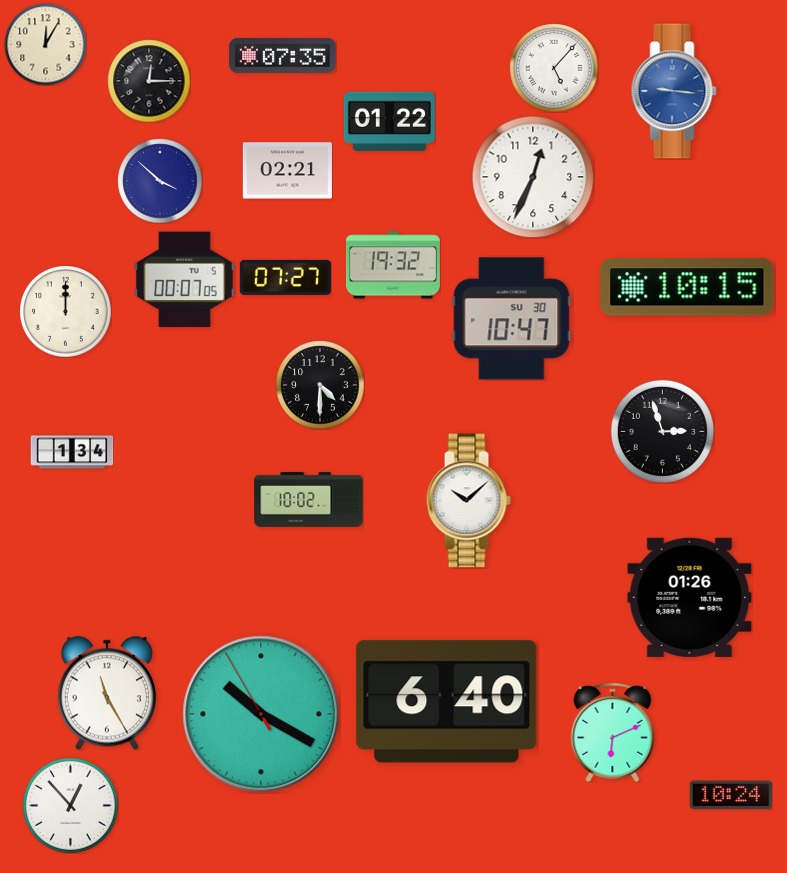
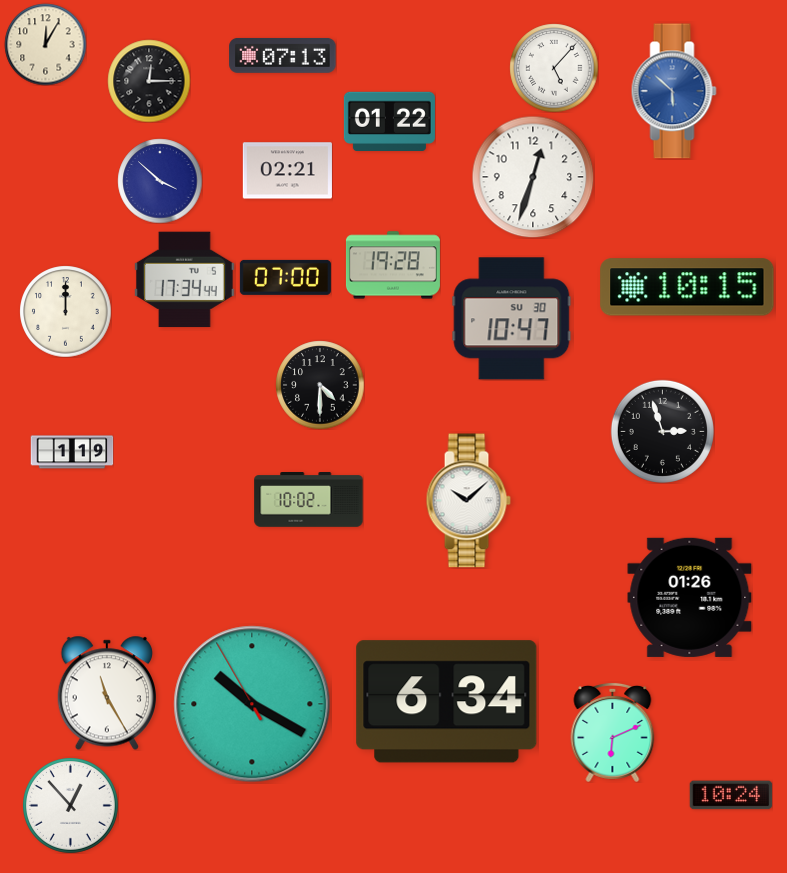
clock at (283, 55): 07:35 -> 07:13
clock at (674, 91): 9:16 -> 5:52
clock at (533, 177): 12:34 -> 12:33
clock at (393, 265): 19:32 -> 19:28
clock at (285, 277): 07:27 -> 07:00
clock at (185, 280): 00:07 -> 17:34
clock at (72, 452): 1:34 -> 1:19
clock at (447, 702): 6:40 -> 6:34
clock at (261, 714) position: (261, 714) -> (252, 704)
